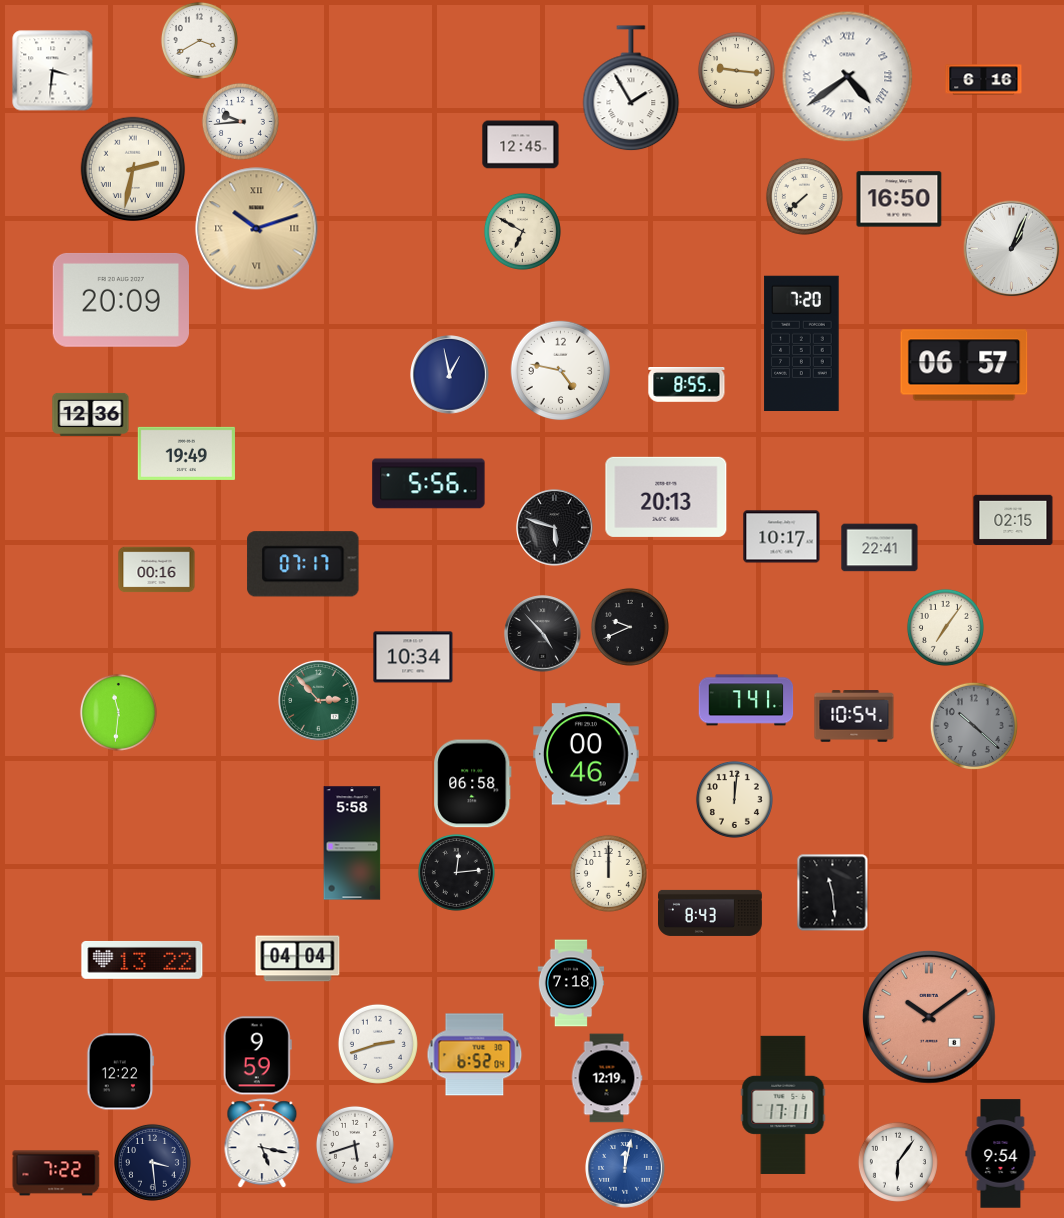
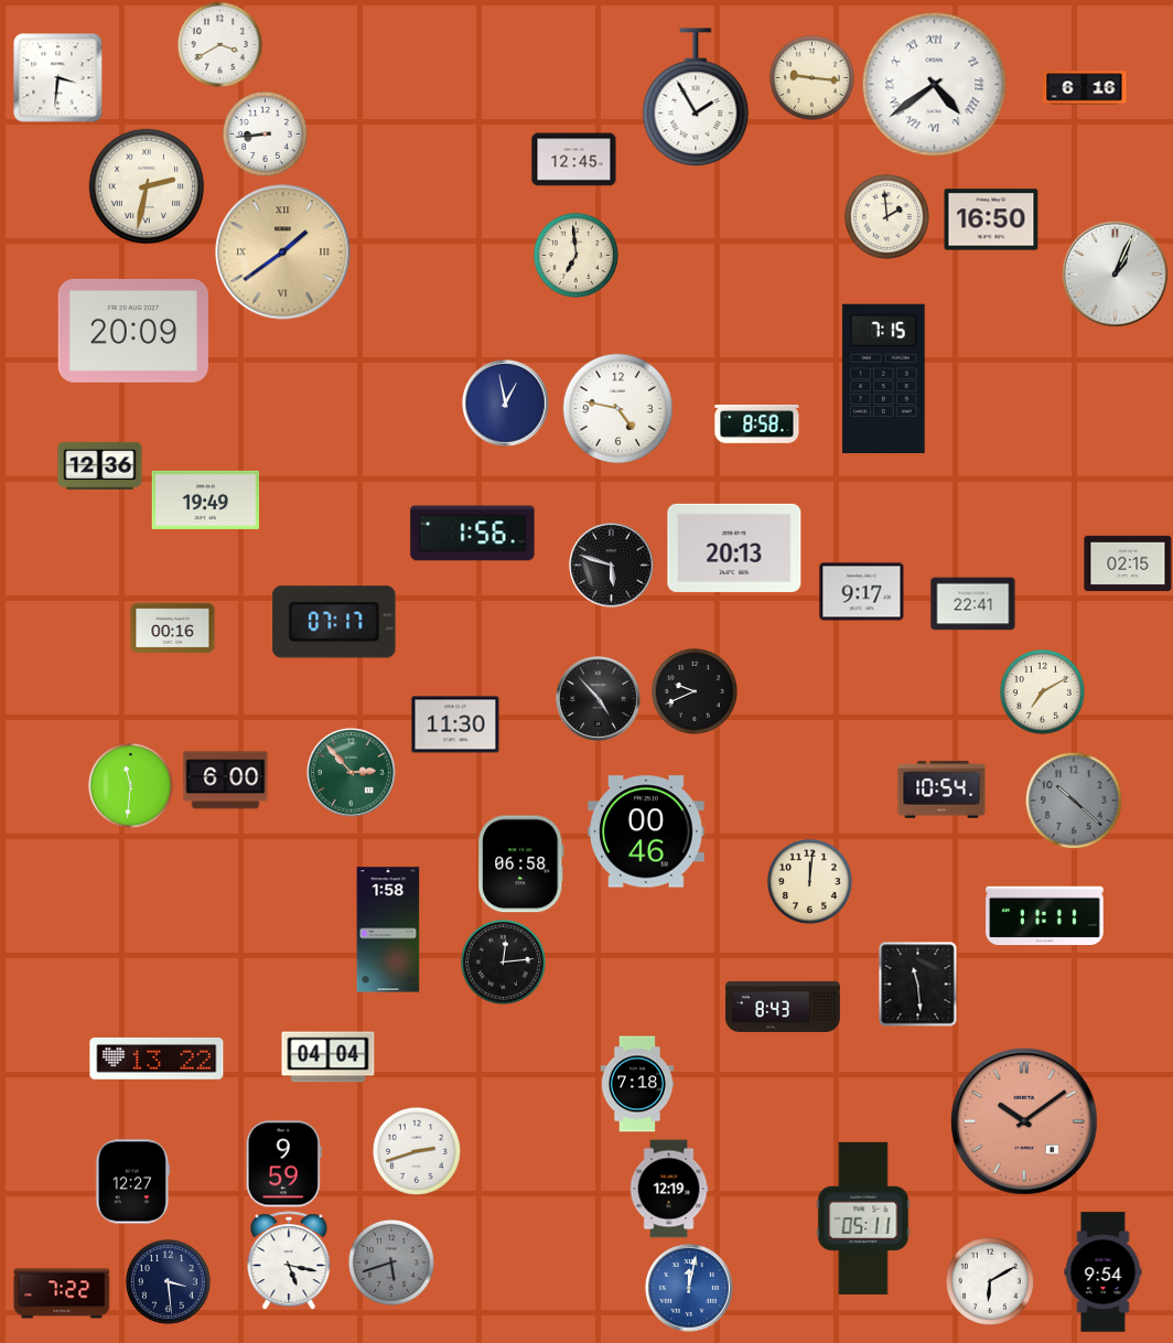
clock at (240, 121): 9:44 -> 8:44
clock at (804, 196): 7:38 -> 1:59
clock at (257, 229): 10:12 -> 1:39
clock at (522, 231): 6:50 -> 6:59
clock at (802, 343): 7:20 -> 7:15
clock at (964, 365): 06:57 -> none
clock at (450, 375) position: (450, 375) -> (506, 404)
clock at (687, 385): 8:55 -> 8:58
clock at (91, 414) position: (91, 414) -> (100, 465)
clock at (429, 484): 5:56 -> 1:56
clock at (1013, 520) position: (1013, 520) -> (1128, 563)
clock at (555, 528) position: (555, 528) -> (612, 566)
clock at (782, 537): 10:17 -> 9:17
clock at (880, 548) position: (880, 548) -> (973, 604)
clock at (945, 627): 7:06 -> 7:10
clock at (413, 657): 10:34 -> 11:30
clock at (746, 700): 7:41 -> none
clock at (226, 781): none -> 6:00
clock at (1045, 916): none -> 11:11
clock at (352, 843): 5:58 -> 1:58
clock at (608, 873): 12:00 -> none
clock at (571, 983) position: (571, 983) -> (637, 1084)
clock at (475, 1055): 6:52 -> none
clock at (121, 1072): 12:22 -> 12:27
clock at (783, 1105): 17:11 -> 05:11
clock at (355, 1145) dial: white -> grey
clock at (898, 1162): 6:06 -> 6:10
